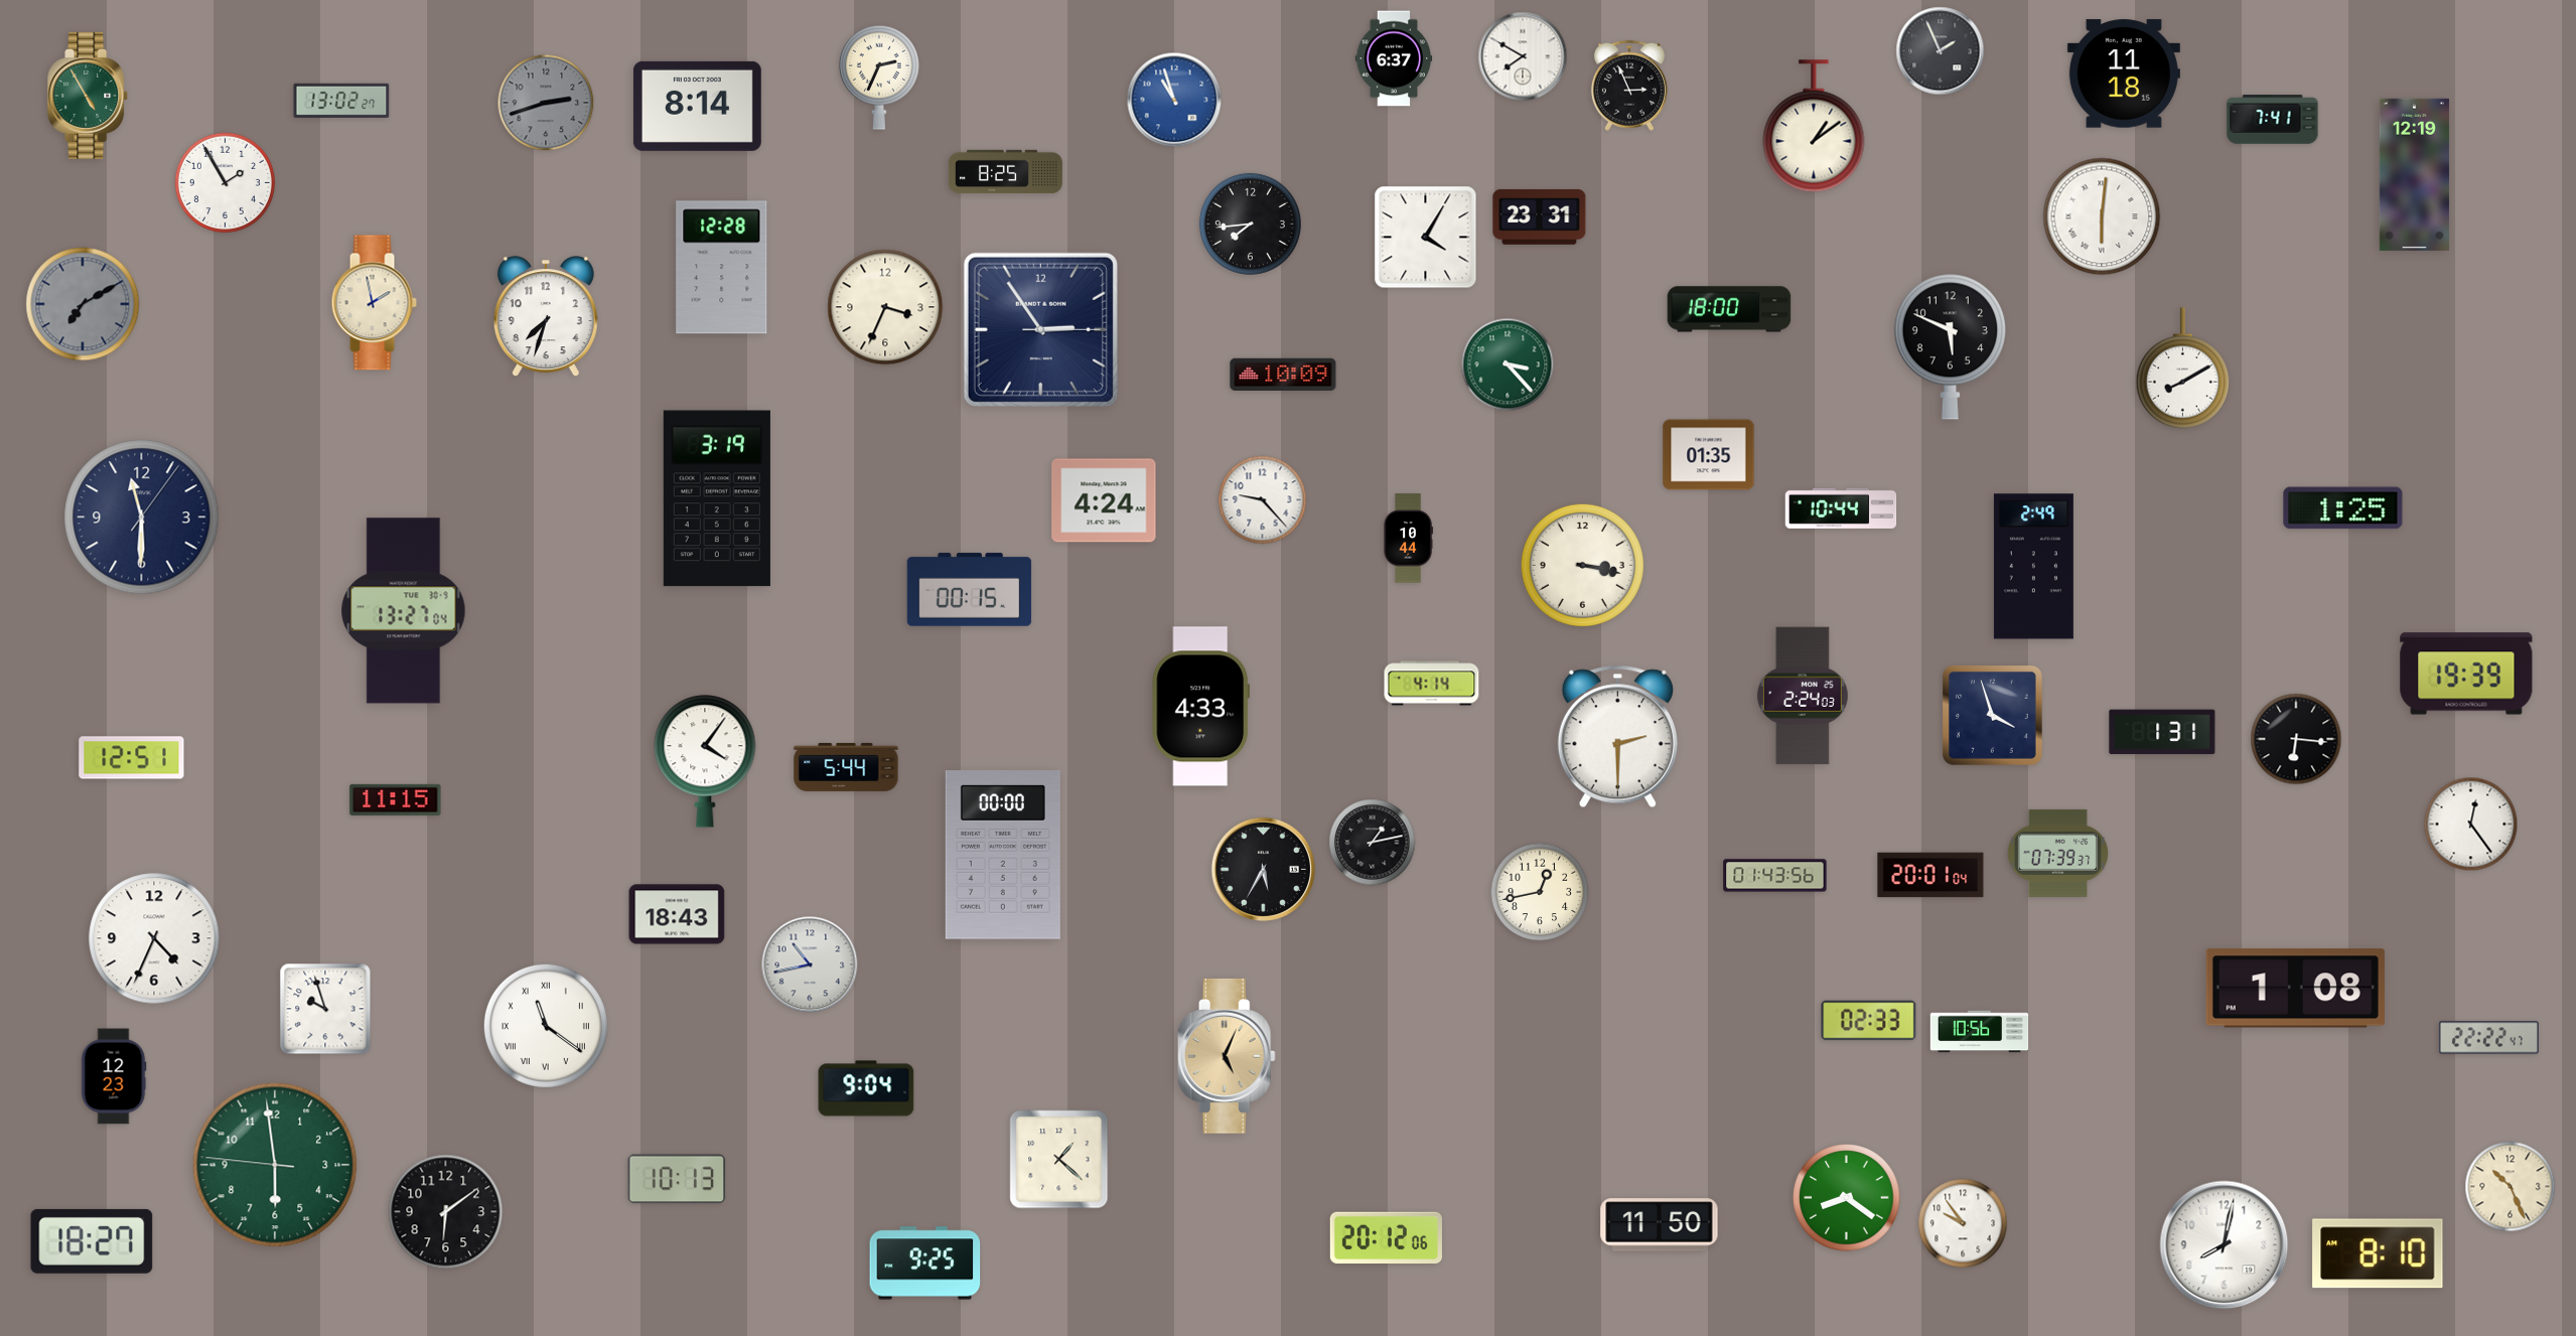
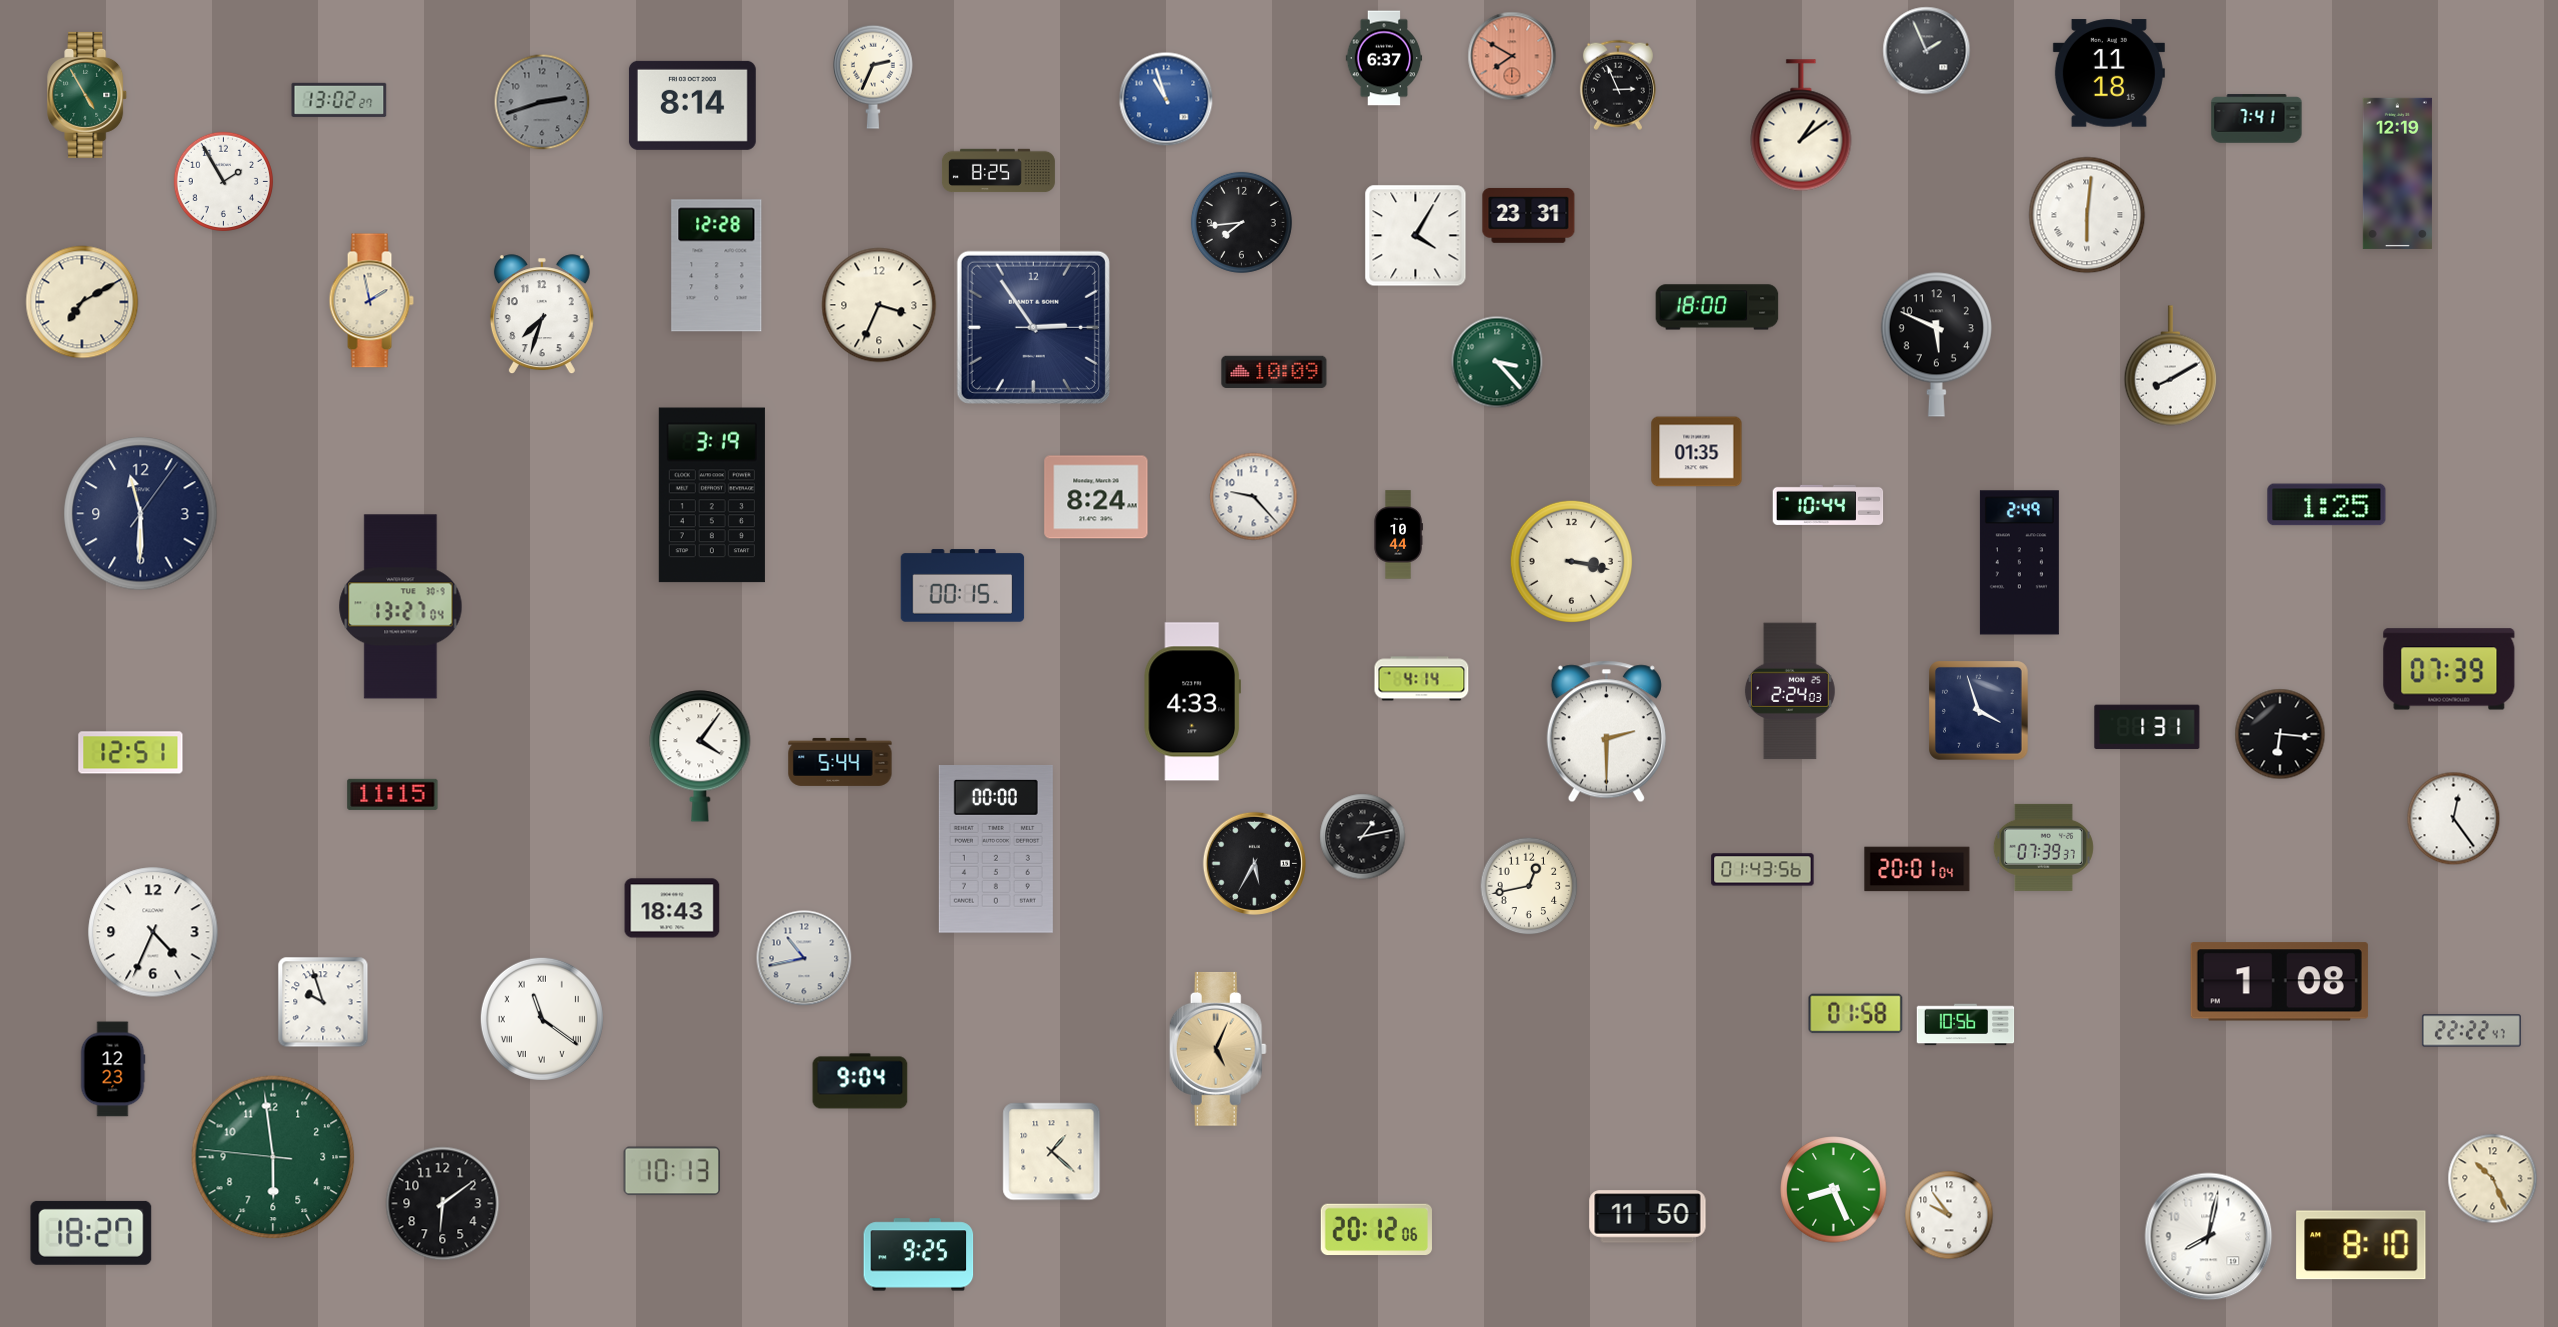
clock at (1523, 56) dial: white -> salmon
clock at (83, 304) dial: grey -> cream
clock at (2182, 368) position: (2182, 368) -> (2170, 366)
clock at (1104, 500): 4:24 -> 8:24
clock at (2466, 674): 19:39 -> 07:39
clock at (1869, 1021): 02:33 -> 01:58
clock at (1847, 1198): 8:21 -> 8:26
